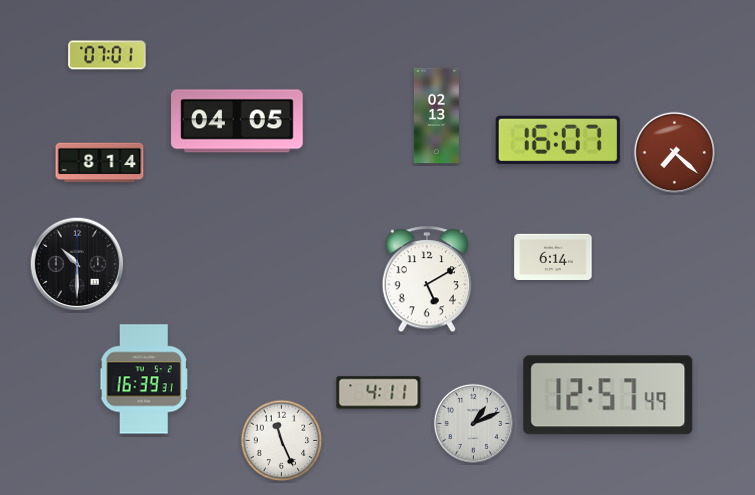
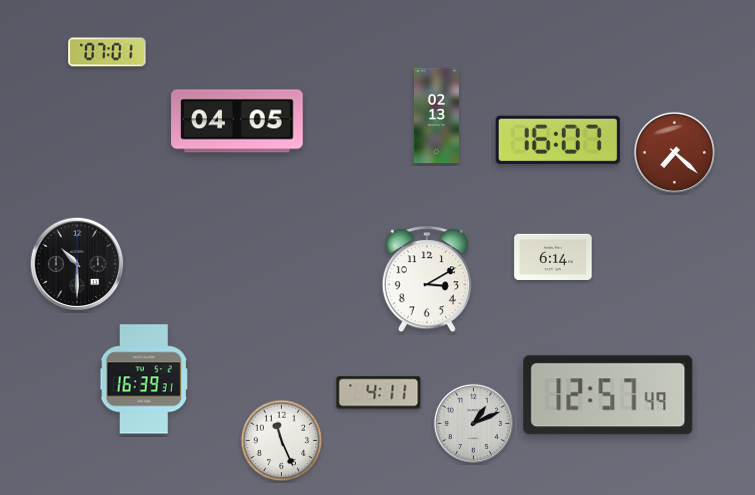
clock at (107, 55) position: (107, 55) -> (107, 52)
clock at (100, 163): 8:14 -> none
clock at (426, 280): 5:10 -> 3:10
